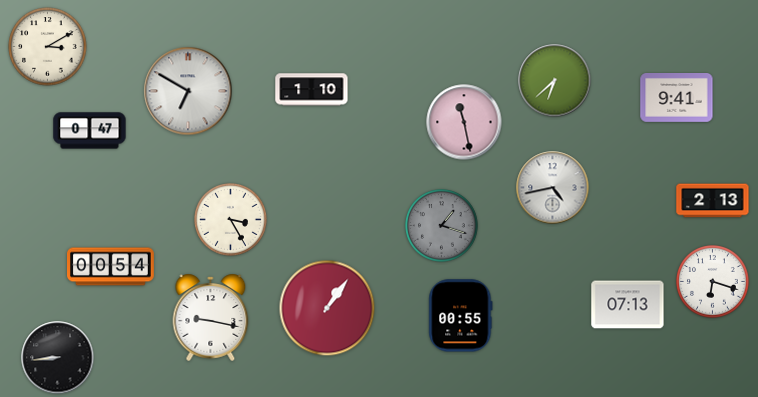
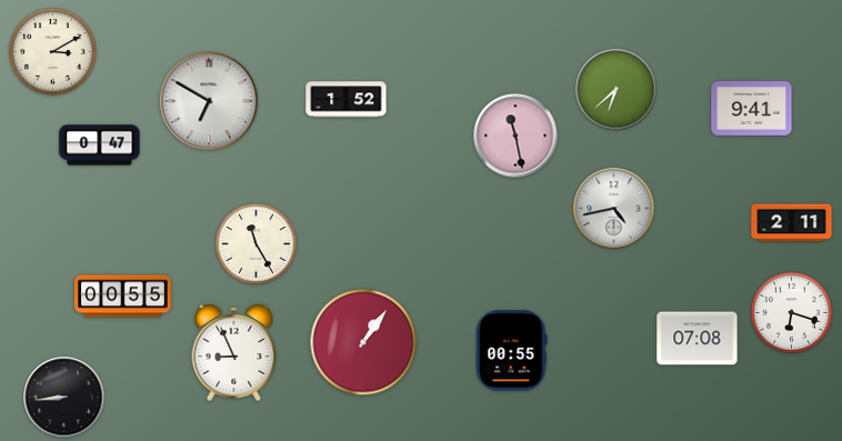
clock at (312, 90): 1:10 -> 1:52
clock at (713, 201): 2:13 -> 2:11
clock at (231, 220): 3:25 -> 11:25
clock at (442, 226): 1:18 -> none
clock at (111, 267): 00:54 -> 00:55
clock at (628, 305): 07:13 -> 07:08
clock at (211, 317): 9:17 -> 8:56
